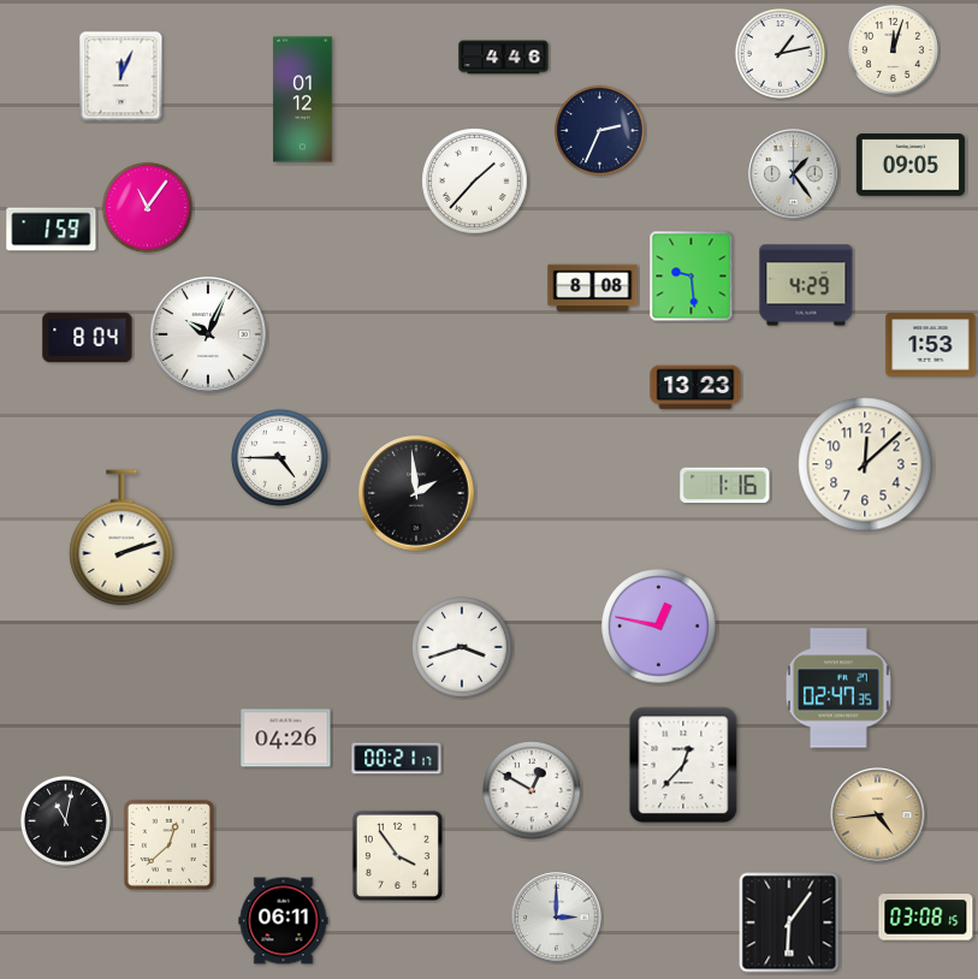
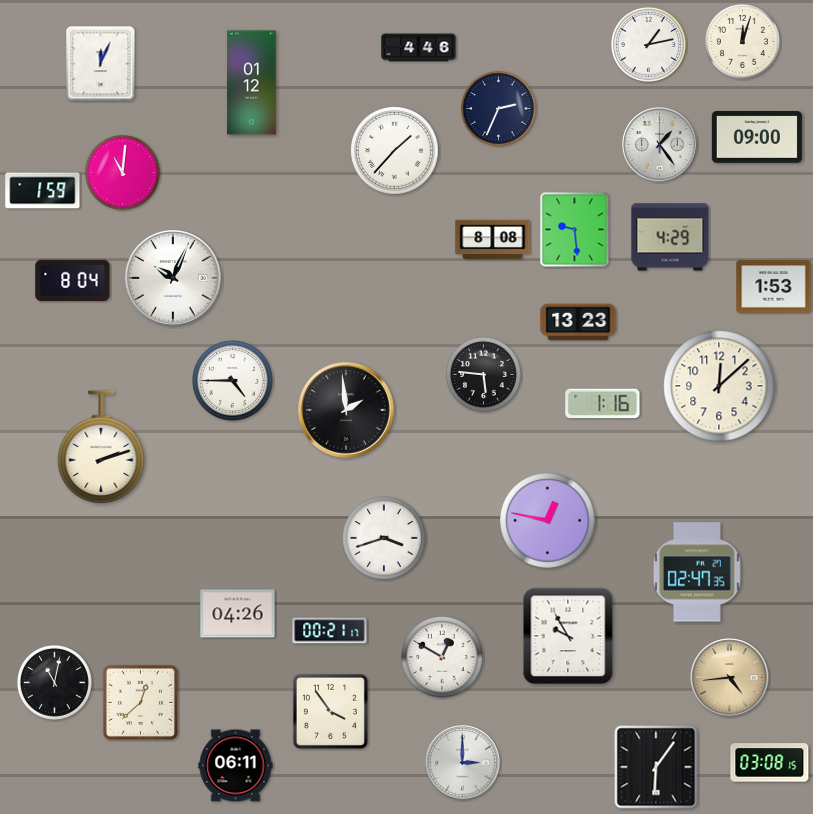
clock at (911, 165): 09:05 -> 09:00
clock at (147, 207): 11:06 -> 11:01
clock at (483, 374): none -> 5:46
clock at (683, 765): 12:37 -> 9:55
